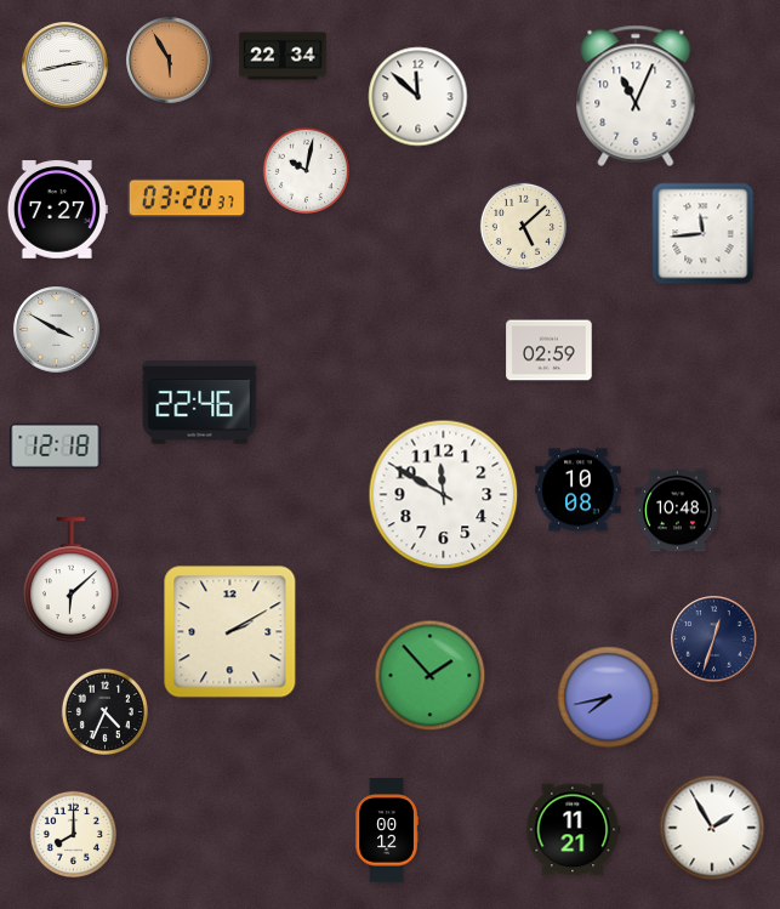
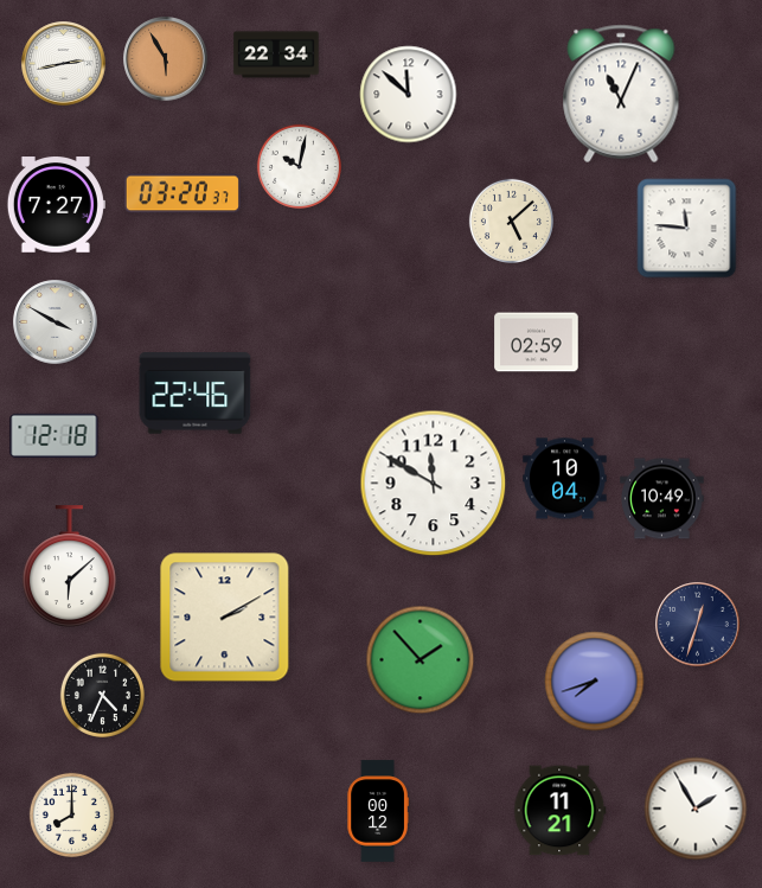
clock at (704, 234): 11:44 -> 11:46
clock at (579, 490): 10:08 -> 10:04
clock at (678, 511): 10:48 -> 10:49
clock at (609, 698): 7:43 -> 7:42
